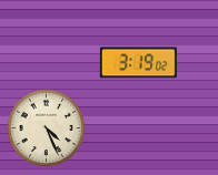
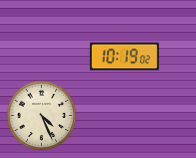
clock at (138, 63): 3:19 -> 10:19
